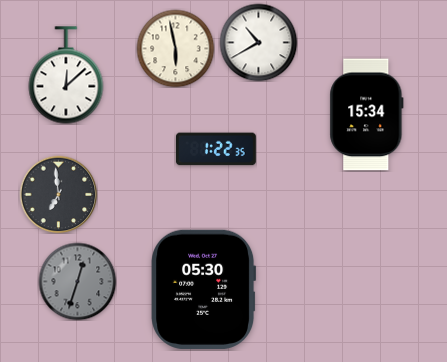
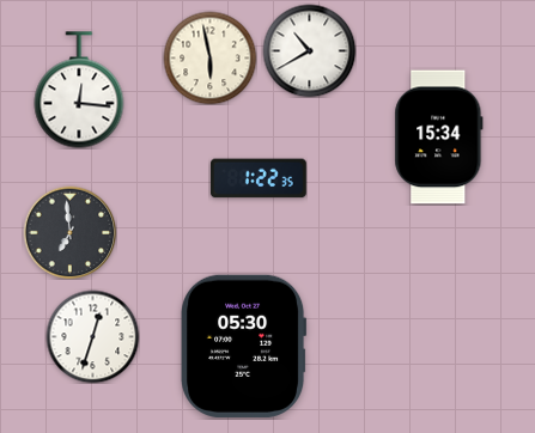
clock at (66, 75): 12:08 -> 12:16
clock at (77, 281) dial: grey -> white
